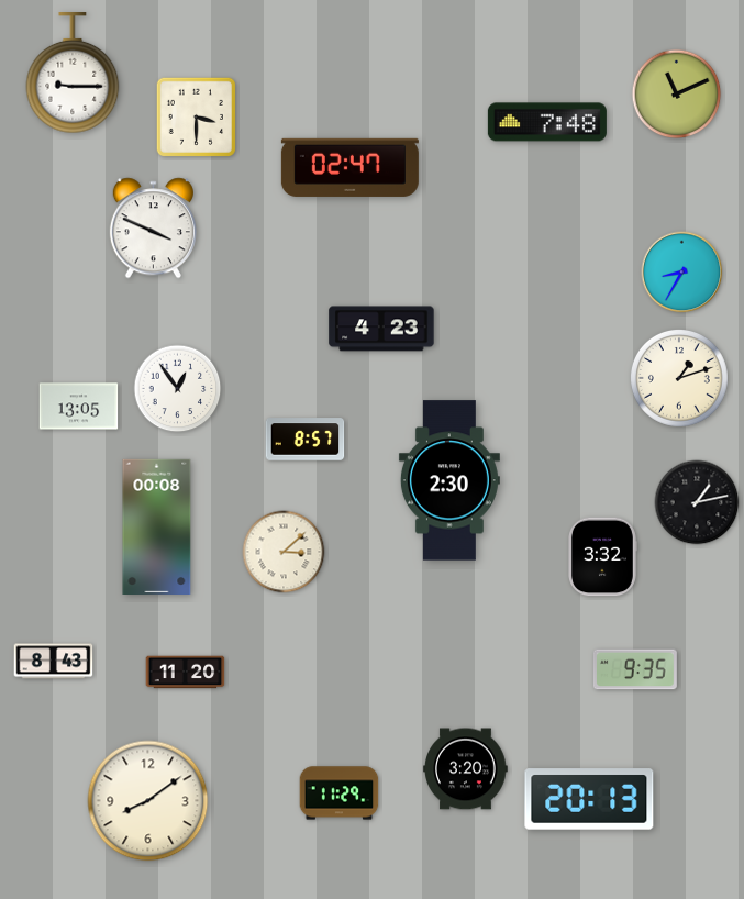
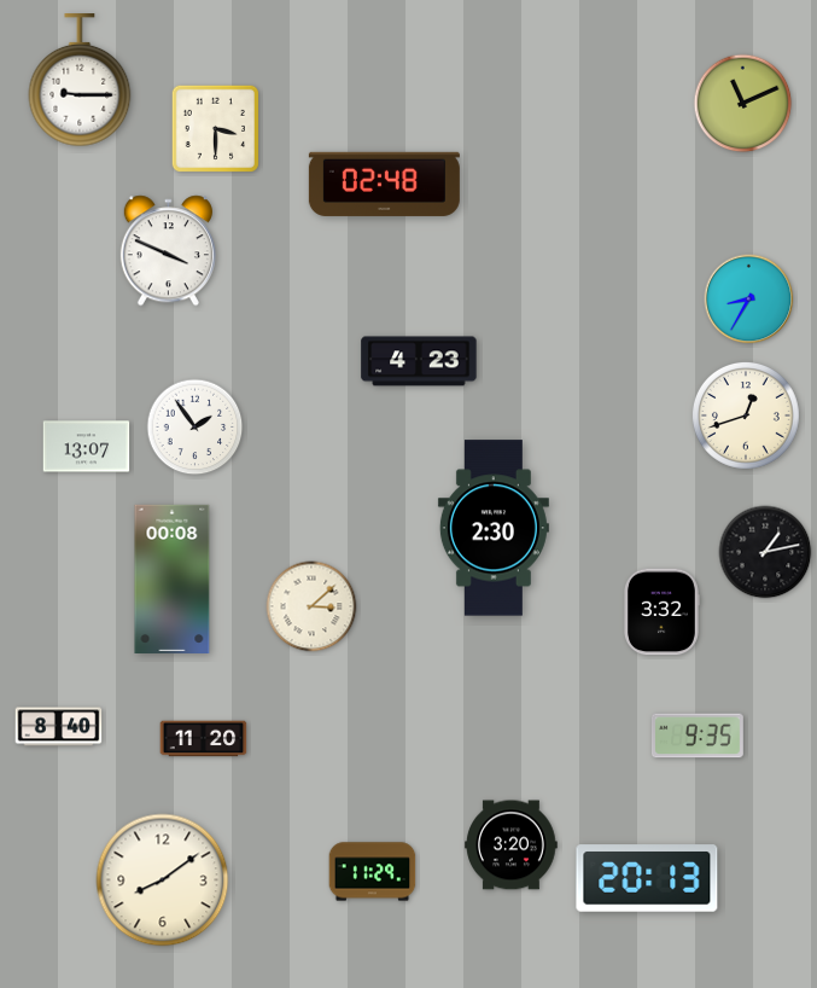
clock at (547, 122): 7:48 -> none
clock at (349, 167): 02:47 -> 02:48
clock at (679, 378): 1:12 -> 12:42
clock at (178, 389): 12:54 -> 1:54
clock at (79, 407): 13:05 -> 13:07
clock at (306, 440): 8:57 -> none
clock at (54, 662): 8:43 -> 8:40
